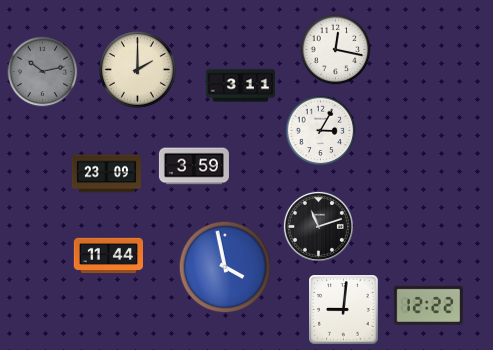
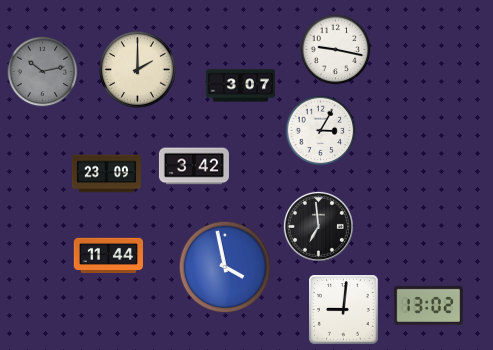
clock at (336, 50): 12:17 -> 9:17
clock at (241, 86): 3:11 -> 3:07
clock at (194, 166): 3:59 -> 3:42
clock at (318, 226): 11:12 -> 6:59
clock at (428, 305): 12:22 -> 13:02
